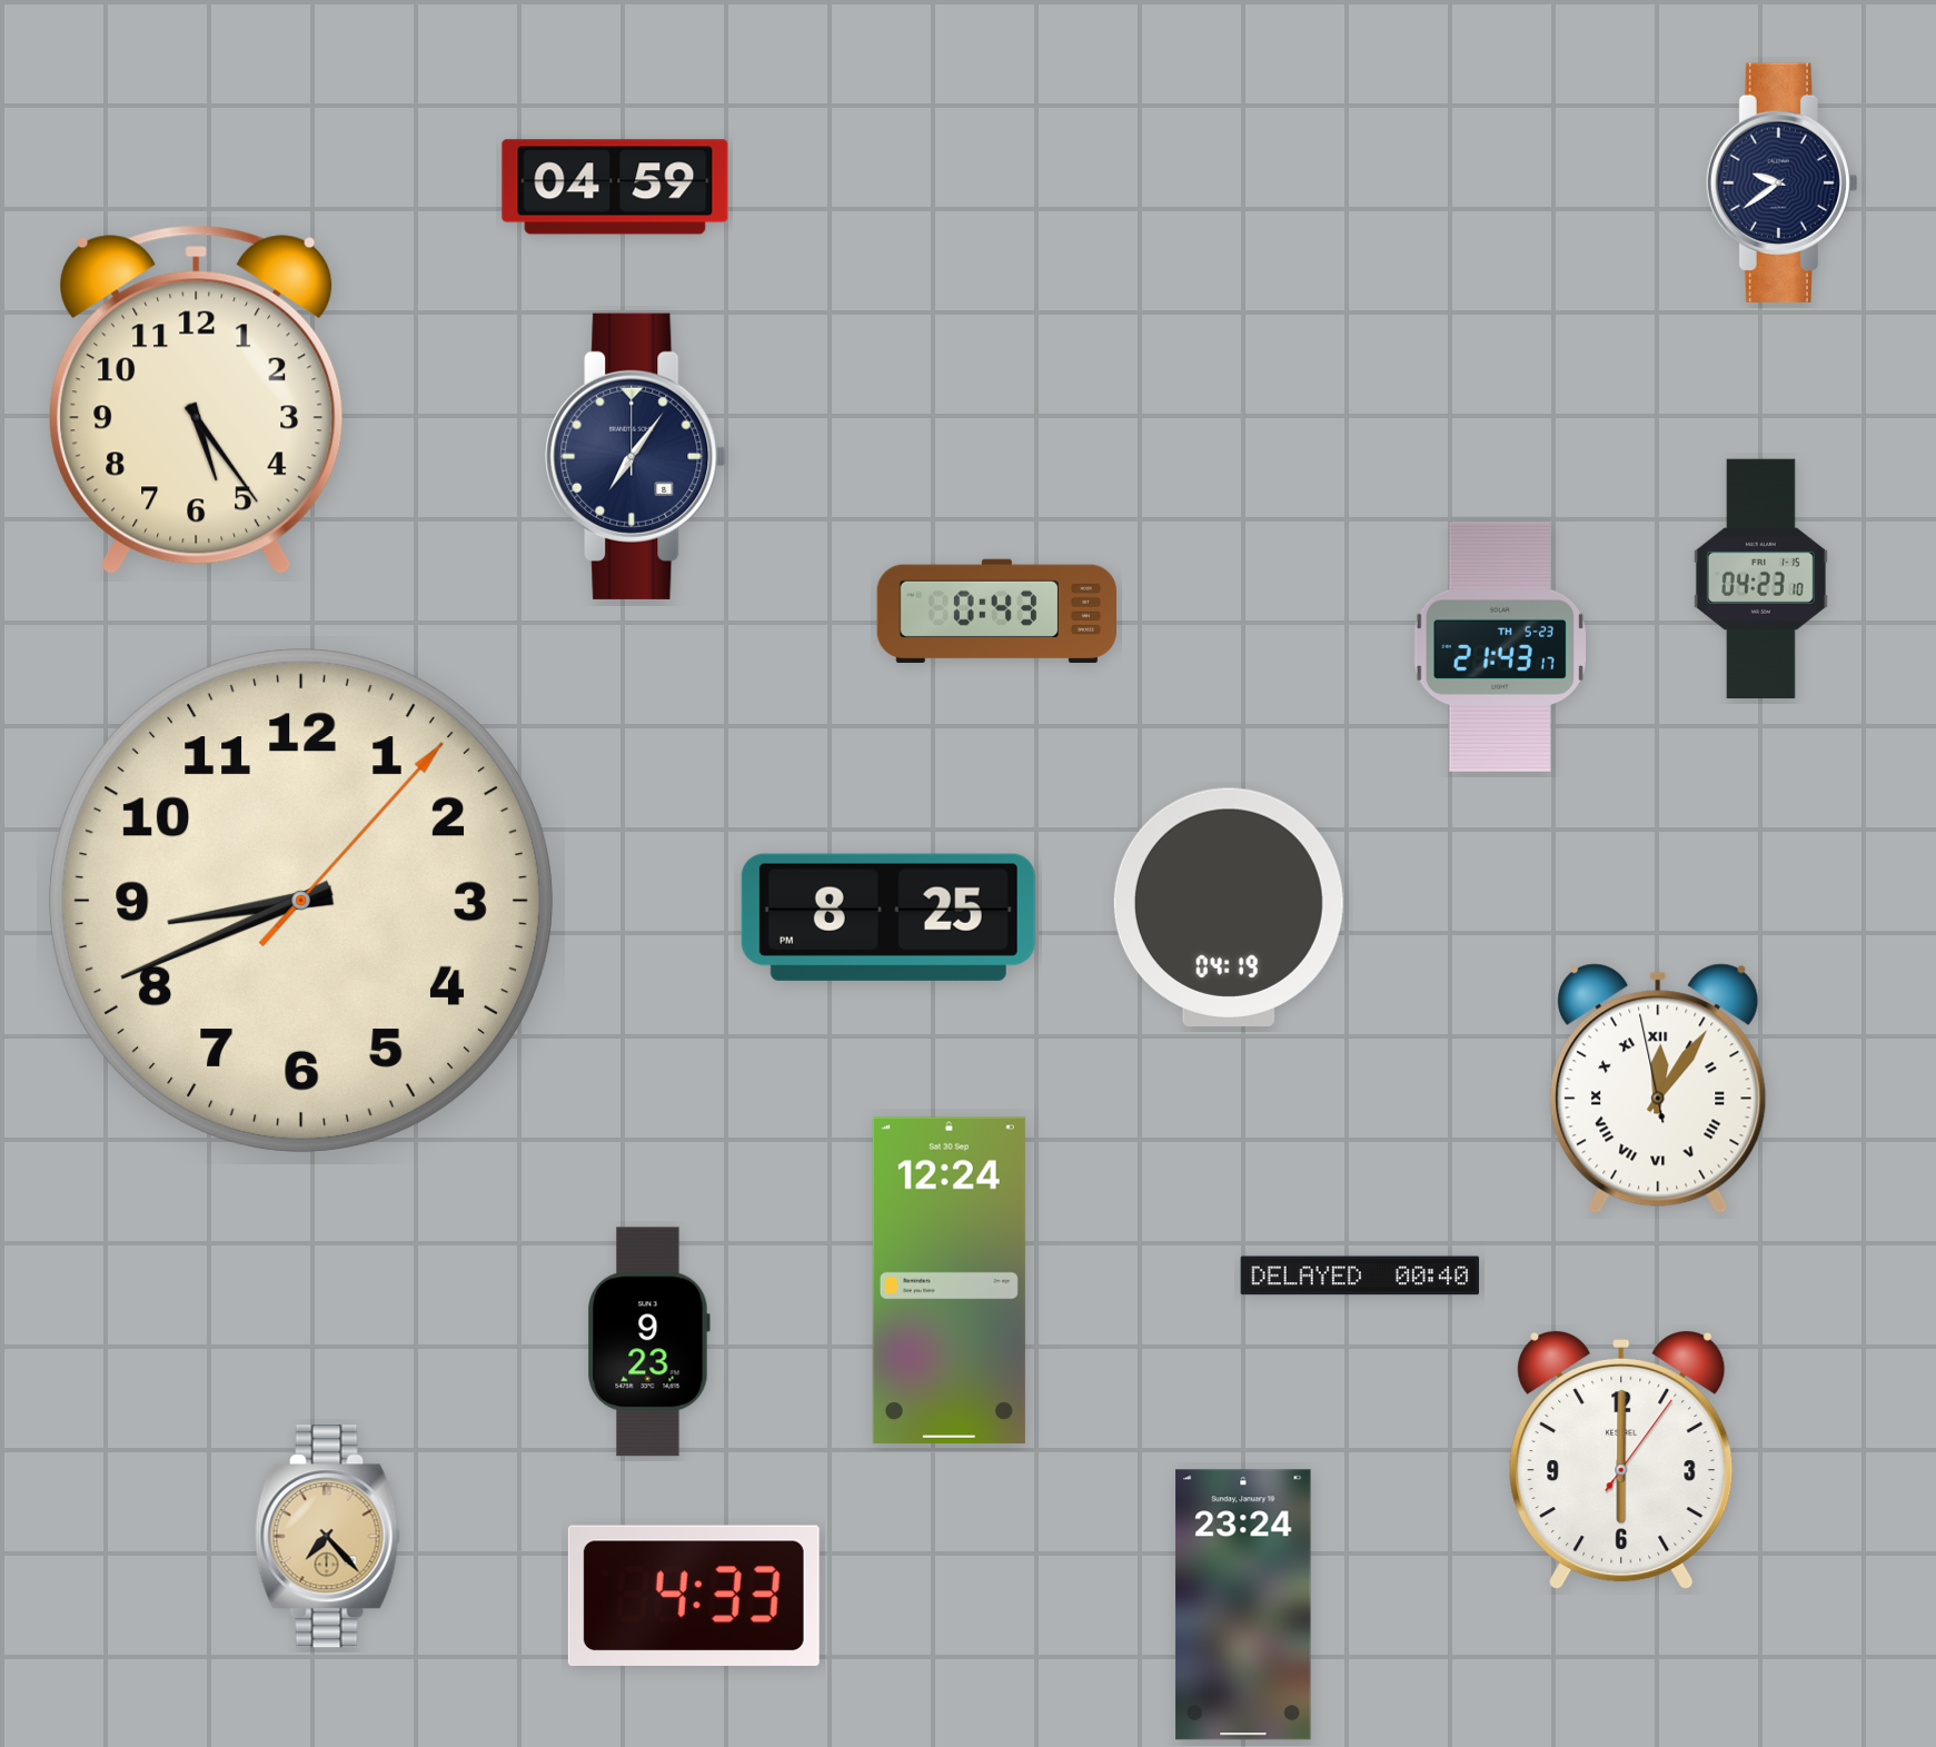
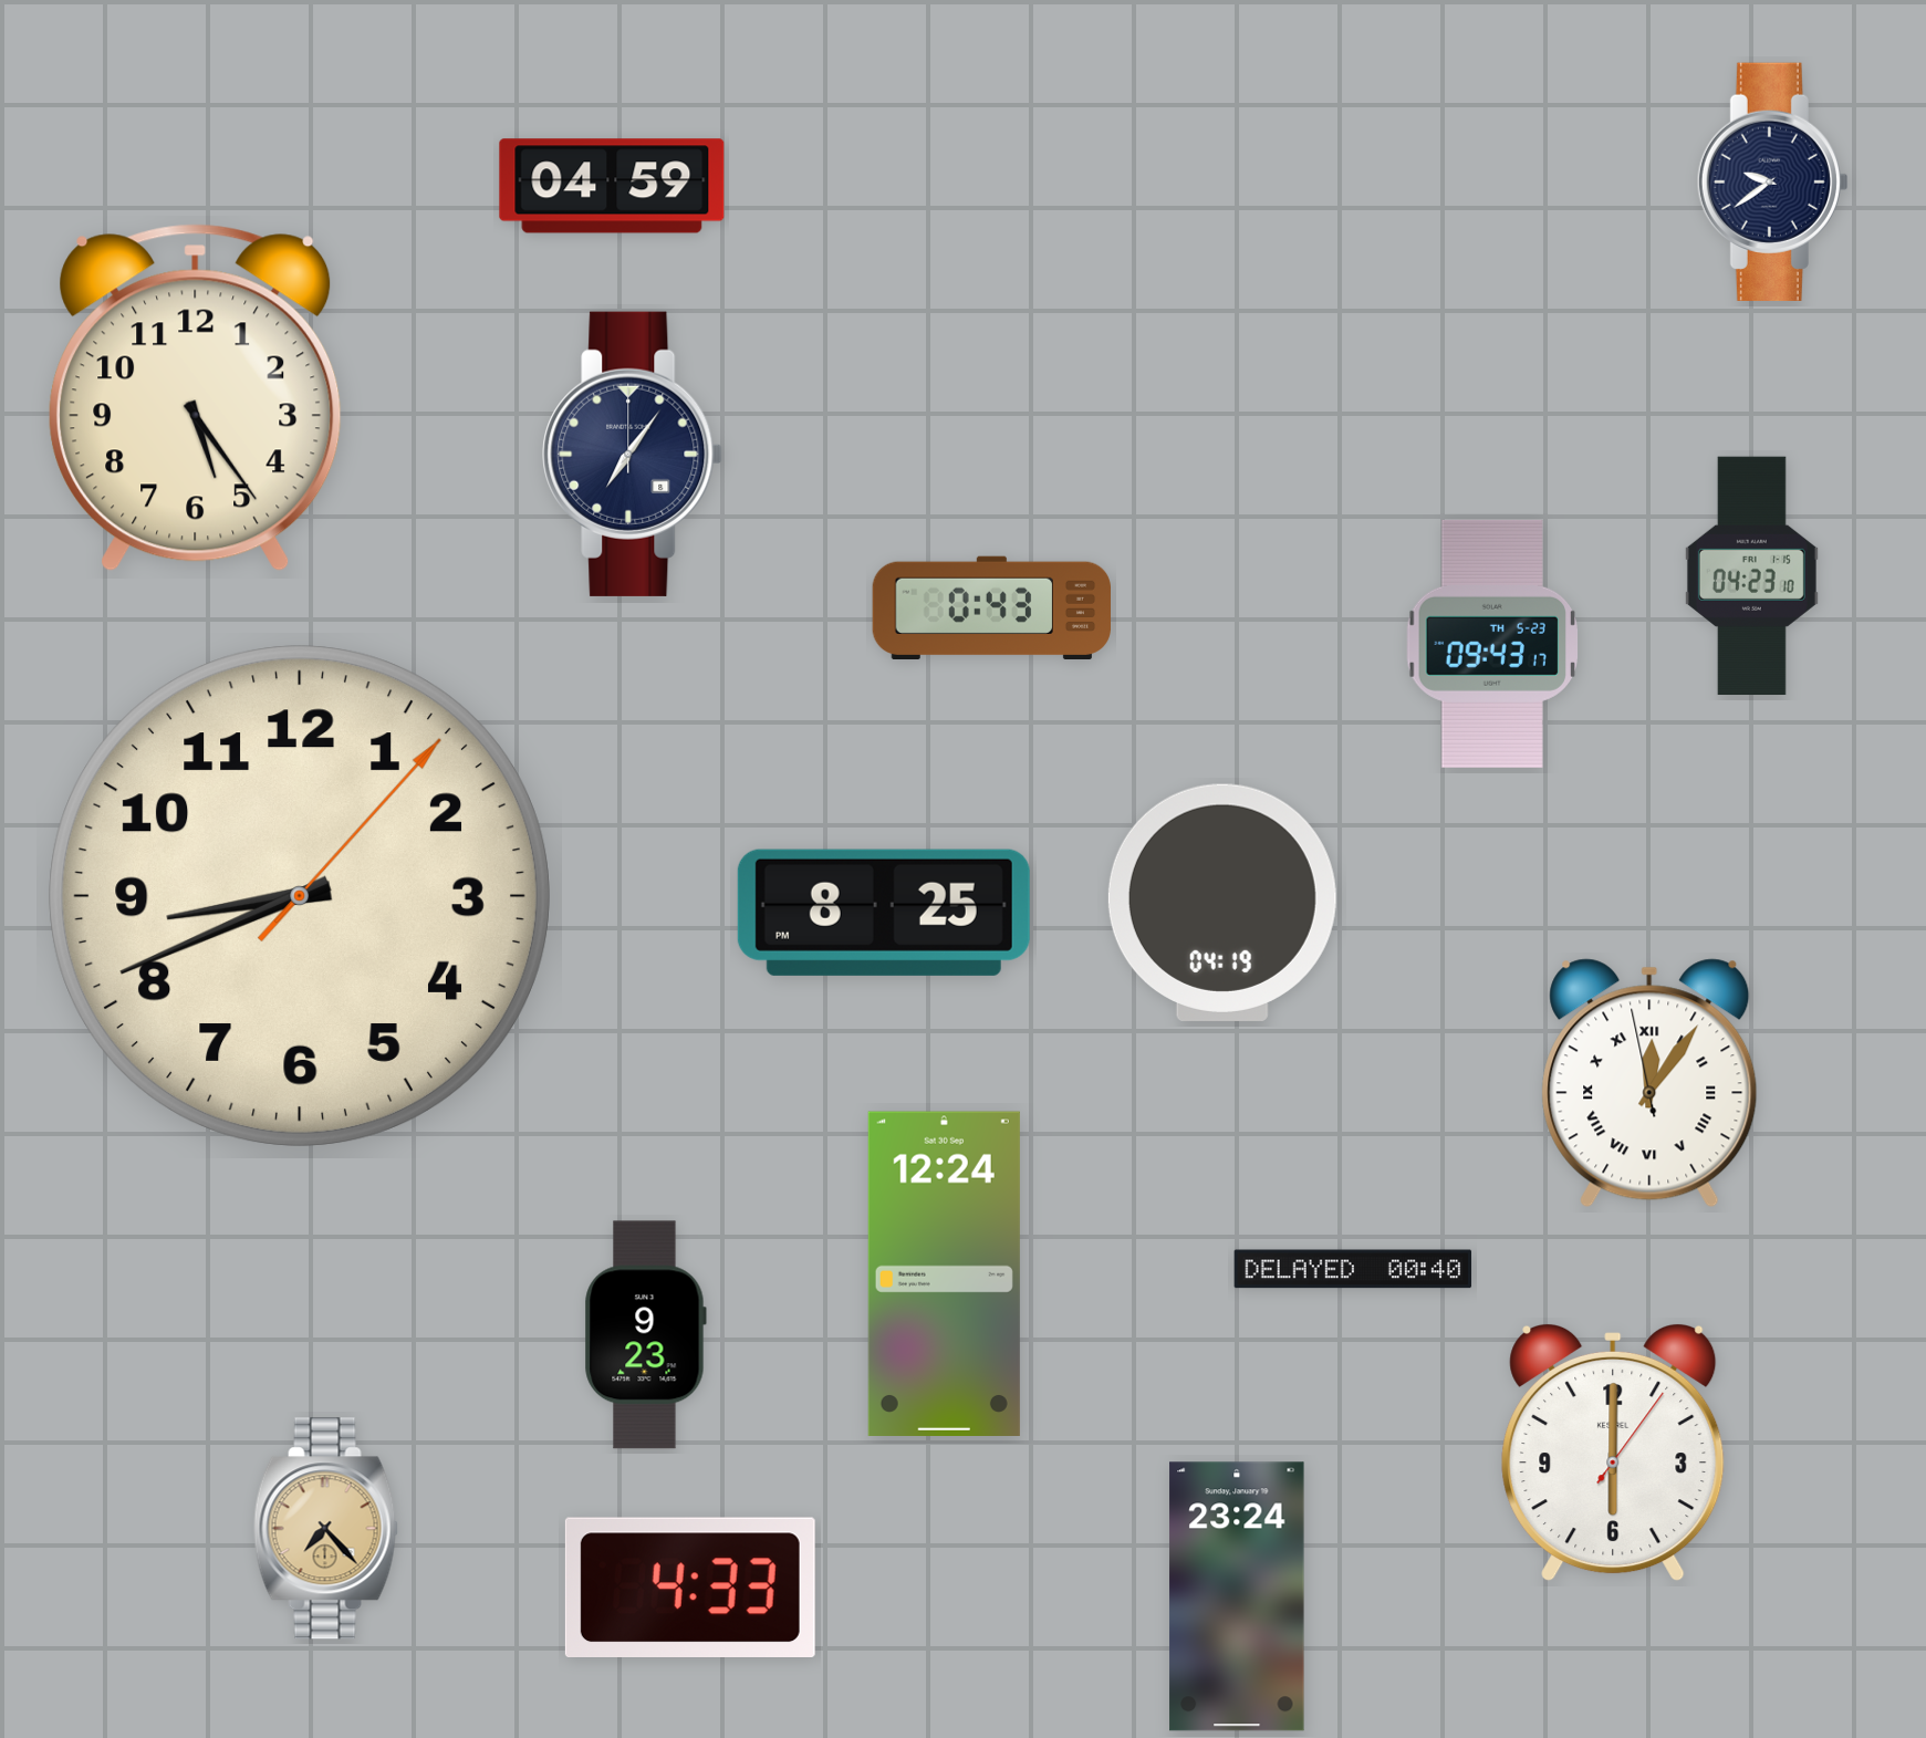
clock at (1499, 647): 21:43 -> 09:43
